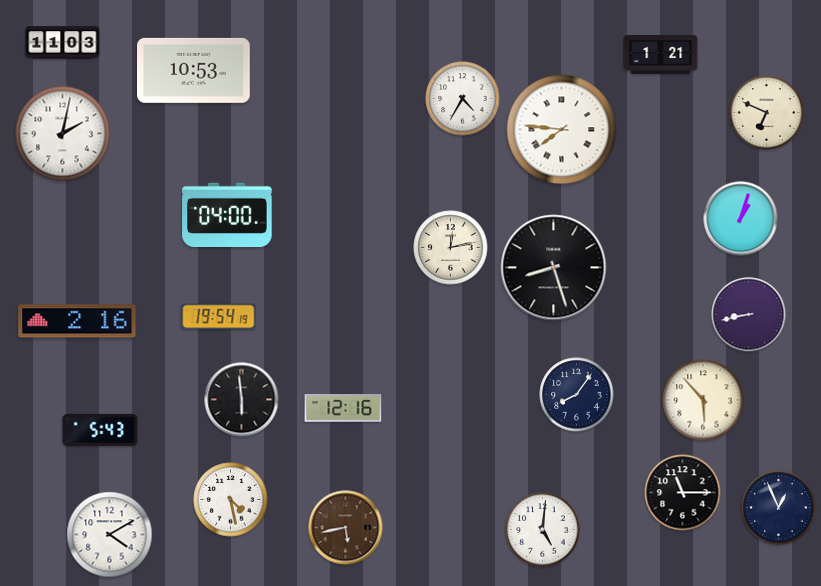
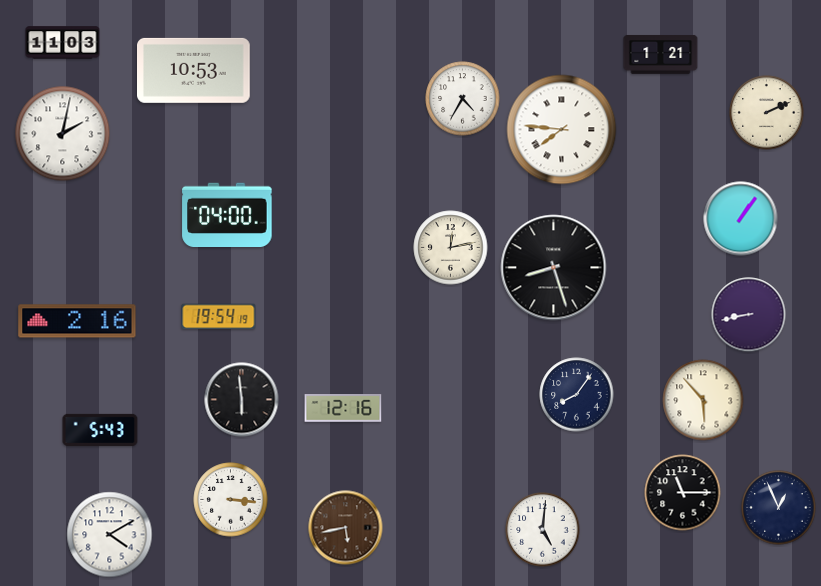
clock at (767, 113): 6:49 -> 2:11
clock at (741, 219): 1:03 -> 1:06
clock at (231, 500): 4:28 -> 3:16
